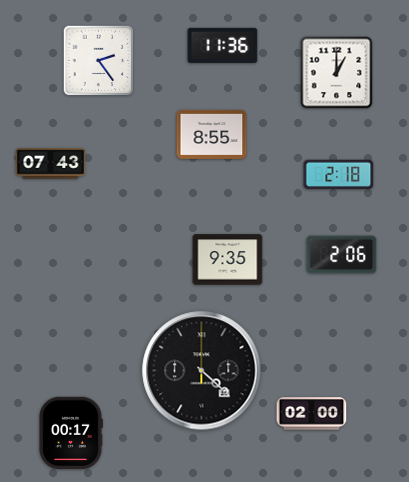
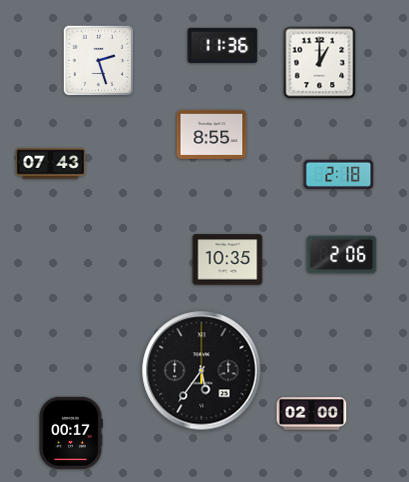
clock at (99, 61): 2:24 -> 2:27
clock at (337, 73) position: (337, 73) -> (320, 63)
clock at (228, 260): 9:35 -> 10:35
clock at (202, 371): 4:22 -> 5:36
